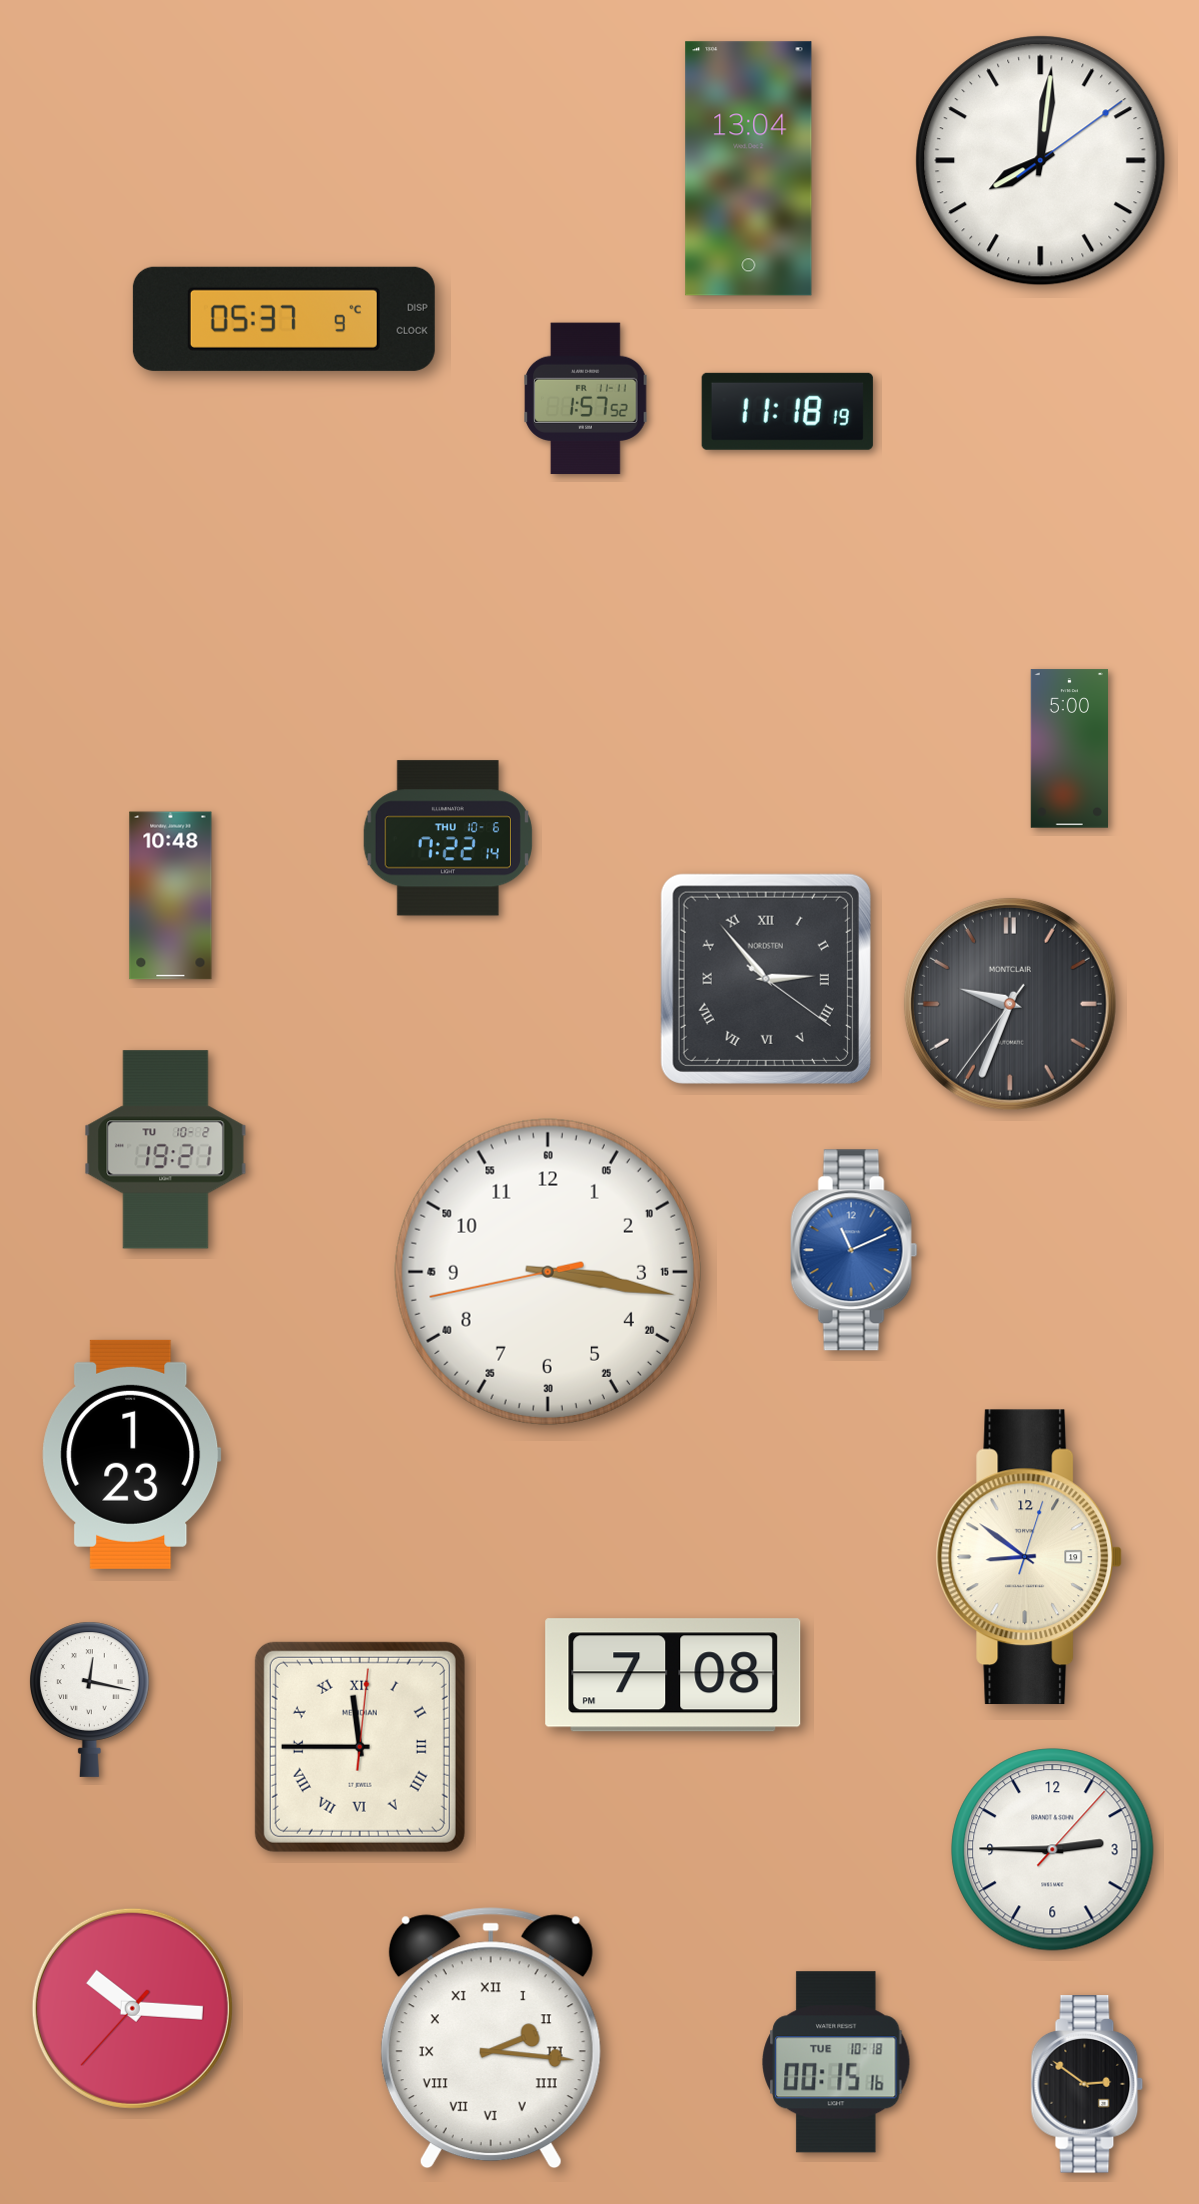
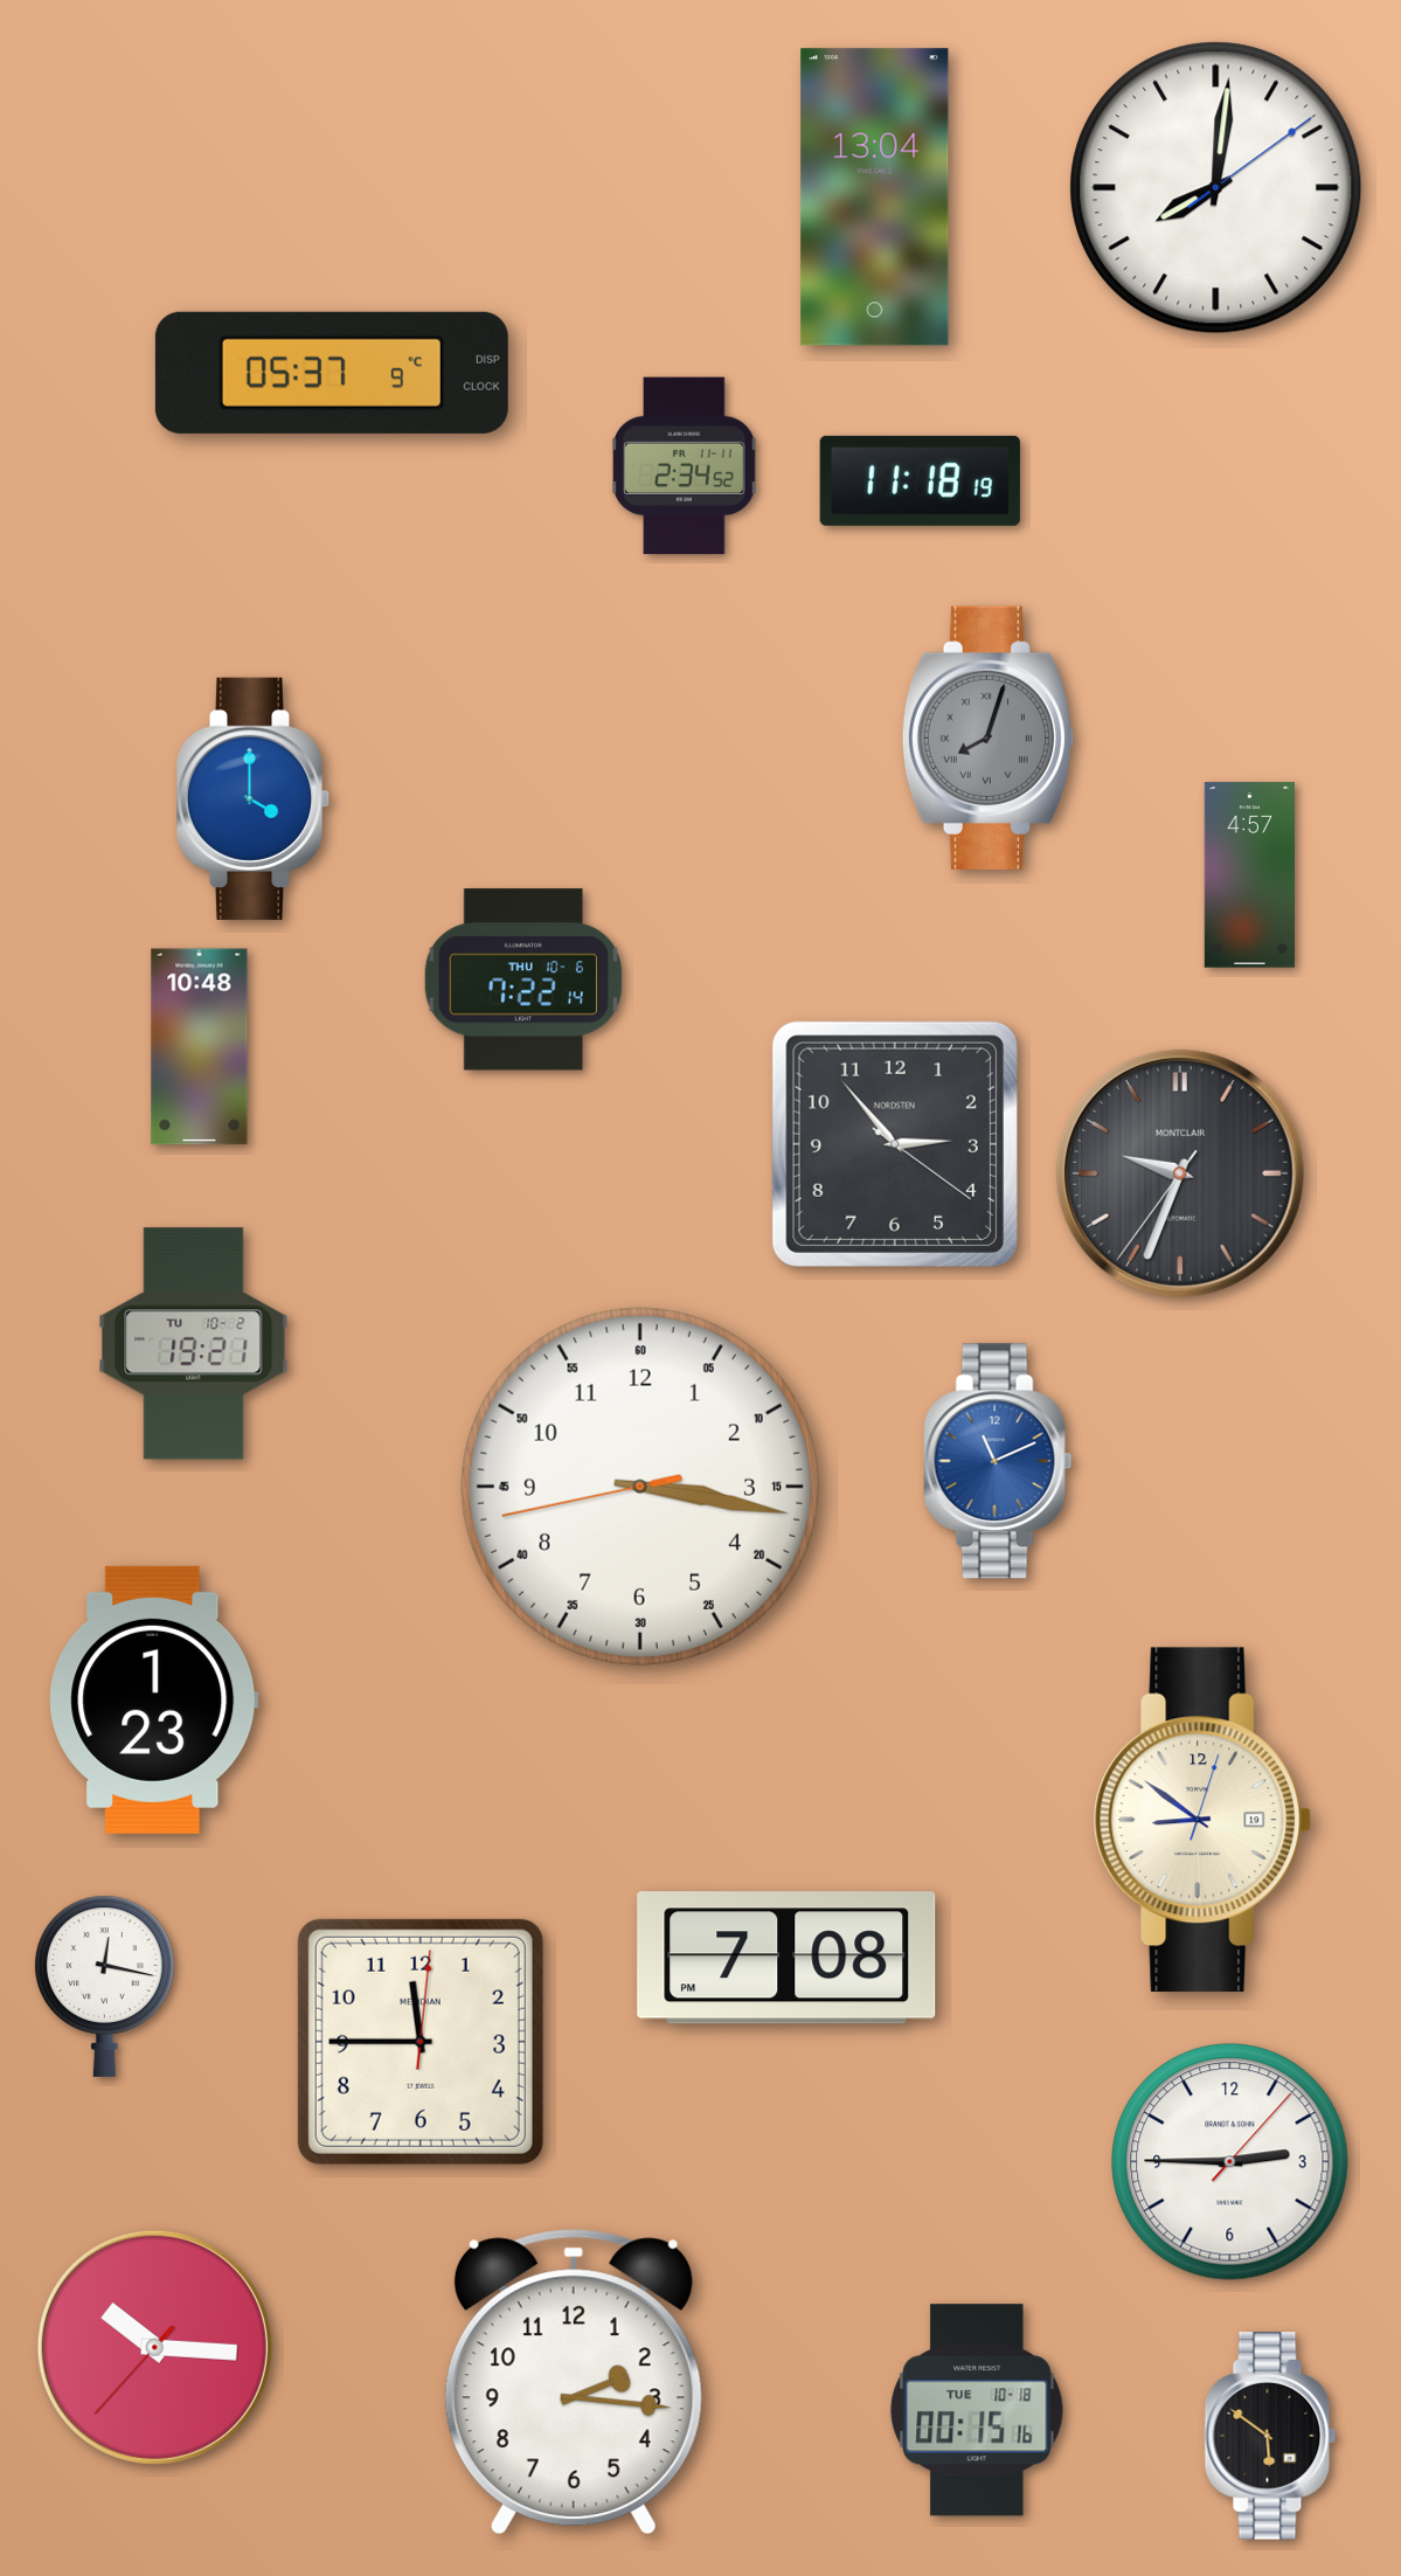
clock at (586, 399): 1:57 -> 2:34
clock at (987, 738): none -> 8:03
clock at (254, 798): none -> 4:00
clock at (1069, 749): 5:00 -> 4:57
clock at (766, 979) numerals: Roman -> Arabic
clock at (360, 1747) numerals: Roman -> Arabic
clock at (491, 2038) numerals: Roman -> Arabic
clock at (1087, 2084): 2:51 -> 5:51
